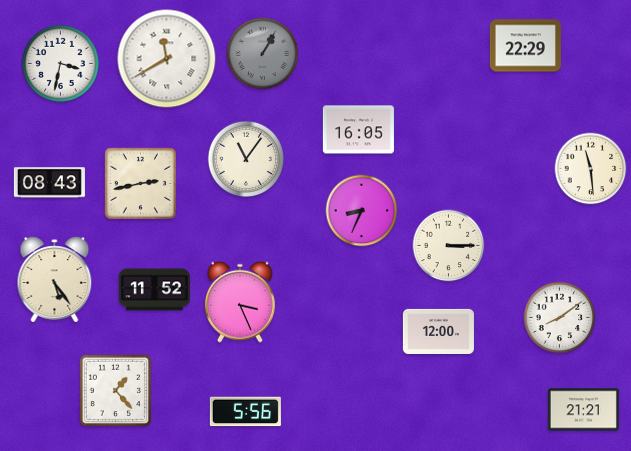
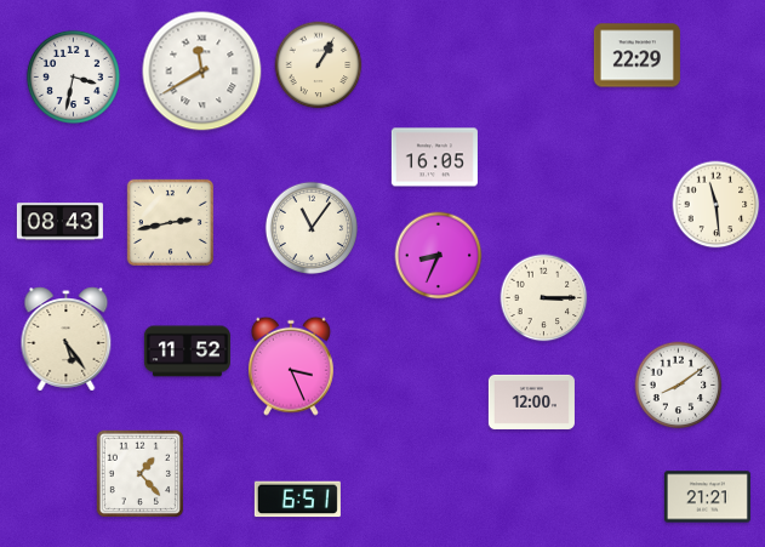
clock at (263, 54) dial: grey -> cream
clock at (245, 158) position: (245, 158) -> (310, 227)
clock at (245, 412): 5:56 -> 6:51
